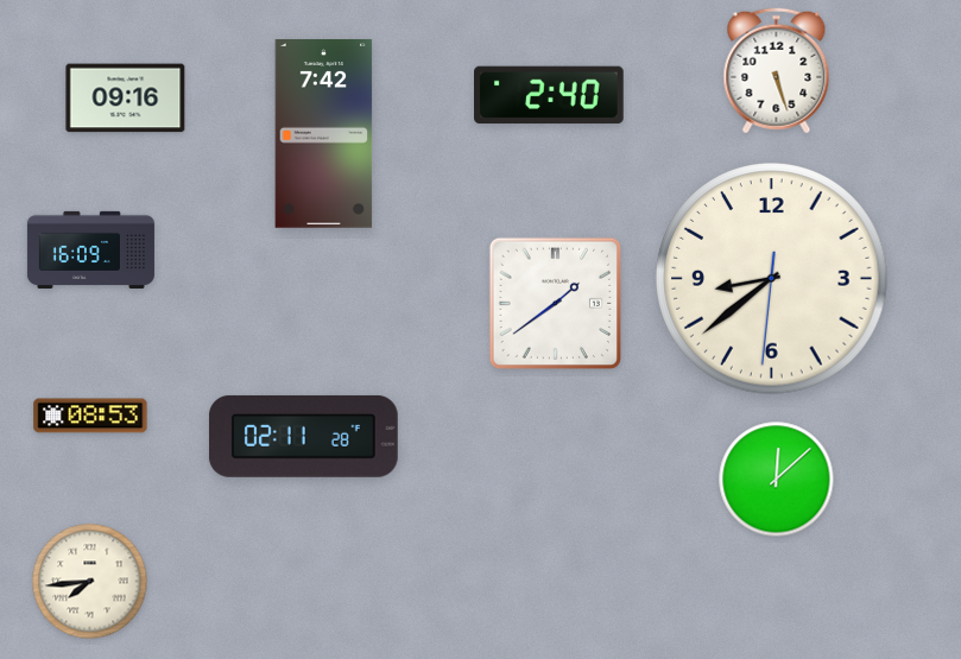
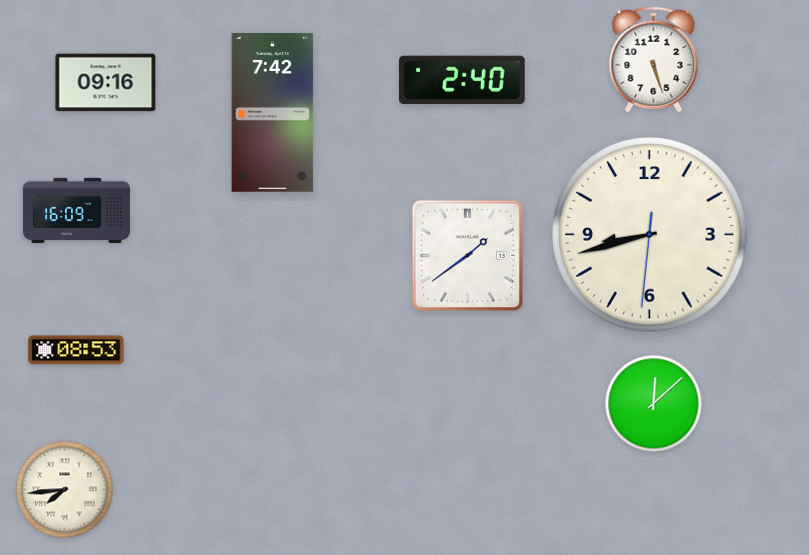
clock at (772, 279): 8:38 -> 8:42
clock at (303, 436): 02:11 -> none
clock at (90, 582) position: (90, 582) -> (65, 490)
